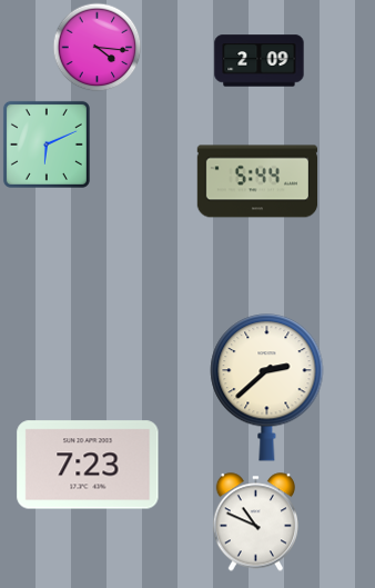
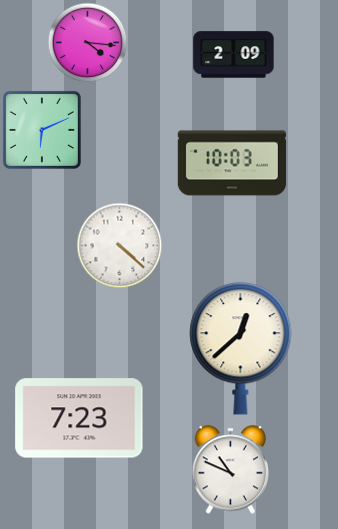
clock at (257, 181): 5:44 -> 10:03
clock at (119, 245): none -> 4:22
clock at (267, 388): 2:38 -> 12:38
